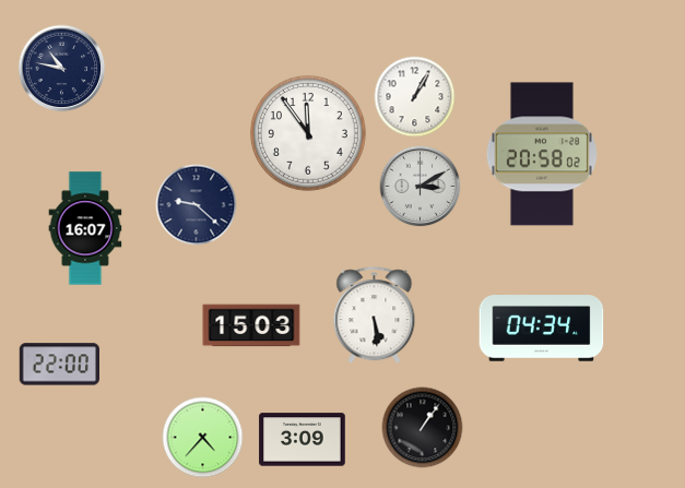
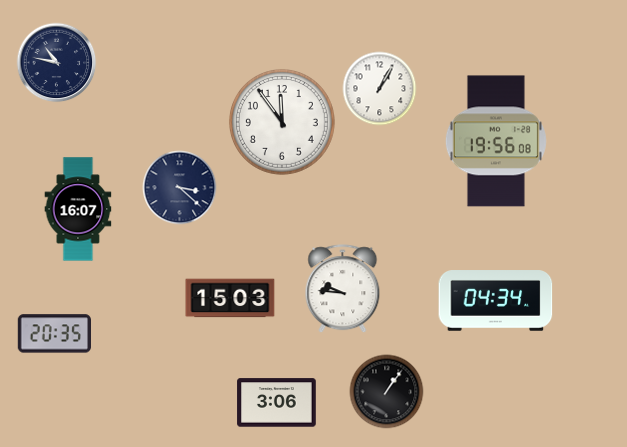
clock at (542, 154): 20:58 -> 19:56
clock at (421, 187): 3:10 -> none
clock at (197, 205): 9:22 -> 3:22
clock at (375, 316): 5:29 -> 9:46
clock at (59, 365): 22:00 -> 20:35
clock at (203, 438): 4:37 -> none
clock at (303, 440): 3:09 -> 3:06
